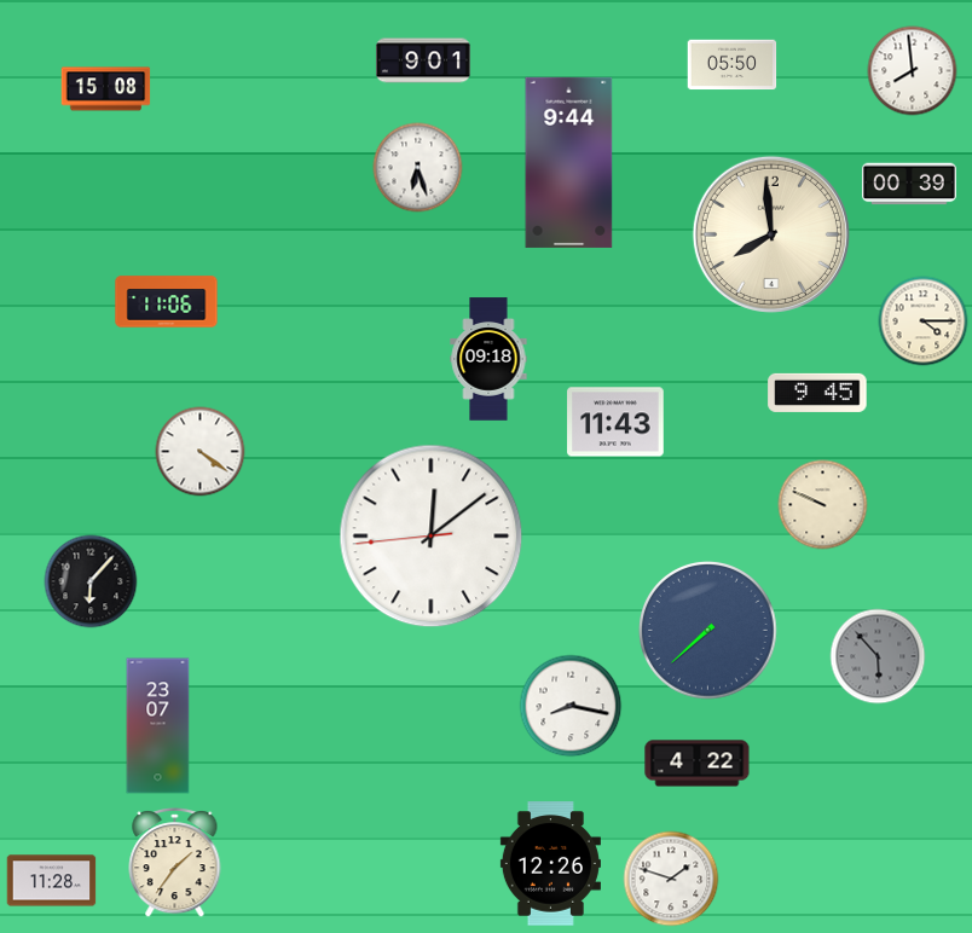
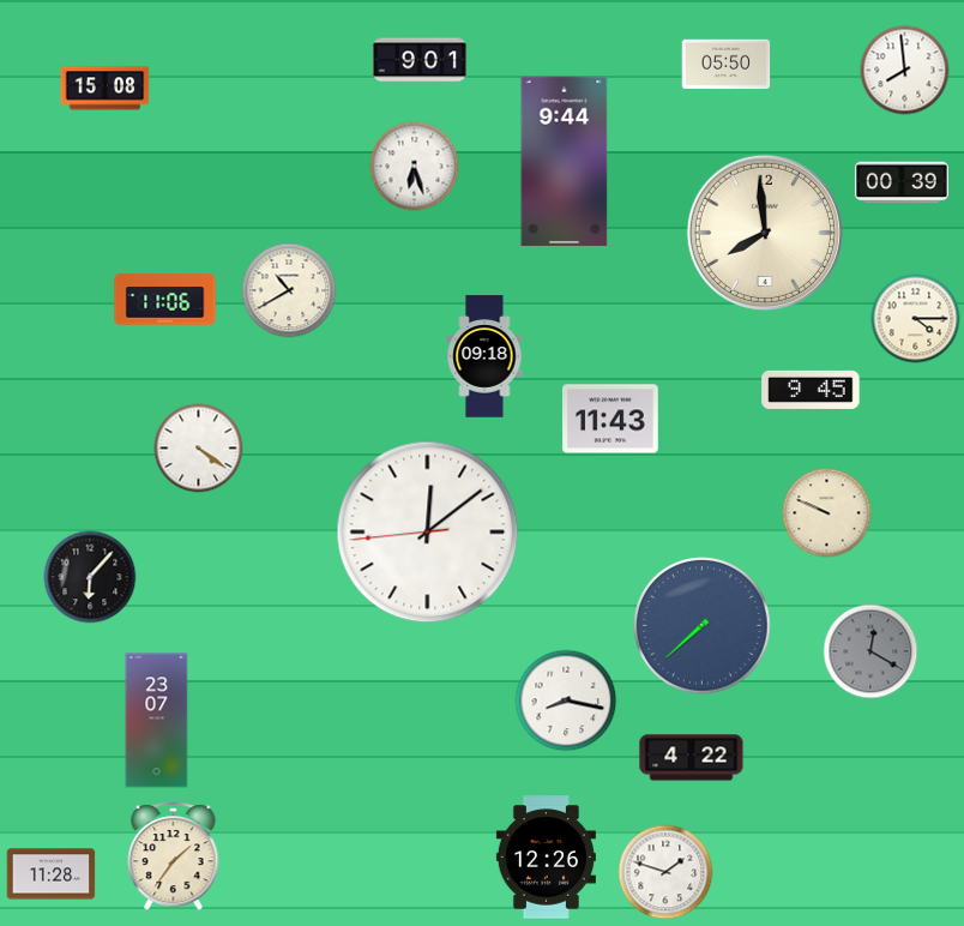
clock at (289, 290): none -> 10:40
clock at (823, 505) position: (823, 505) -> (827, 513)
clock at (878, 656): 5:53 -> 12:20
